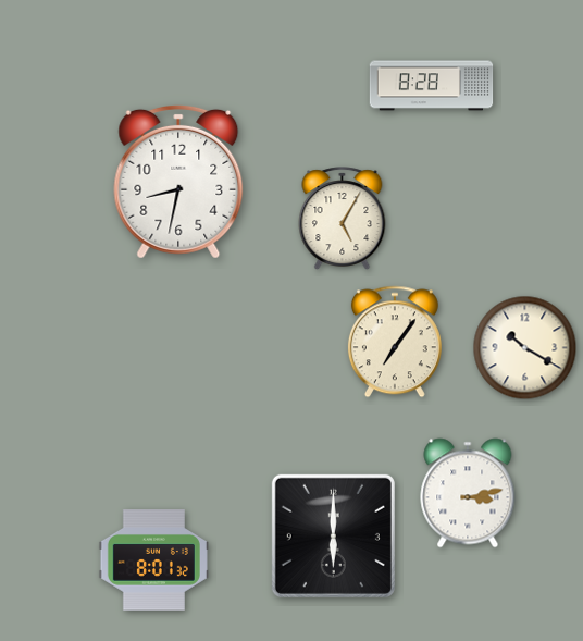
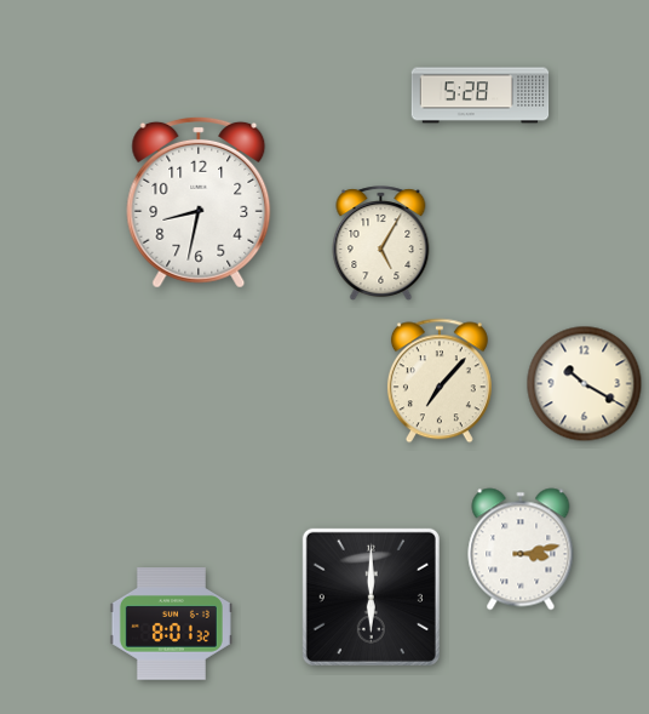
clock at (432, 86): 8:28 -> 5:28
clock at (395, 342): 7:06 -> 7:07
clock at (525, 348) position: (525, 348) -> (585, 384)
